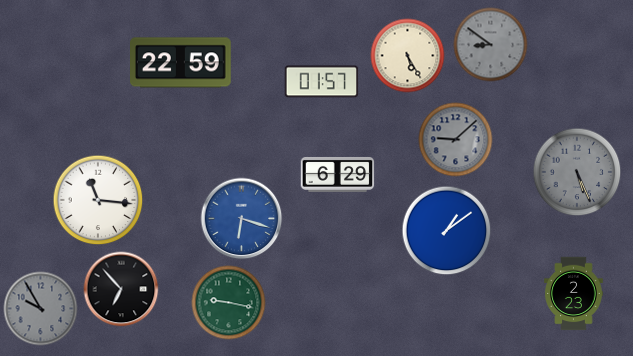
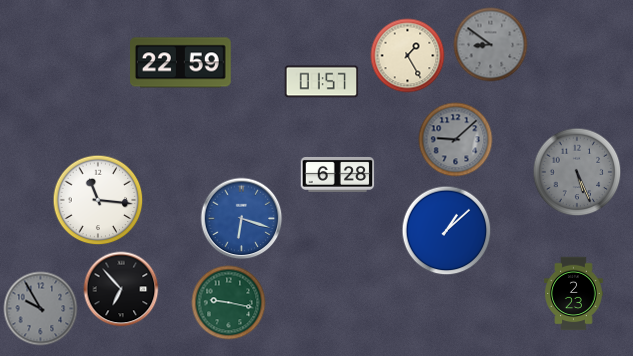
clock at (408, 56): 5:25 -> 1:25
clock at (338, 174): 6:29 -> 6:28
clock at (447, 231): 1:09 -> 1:08
